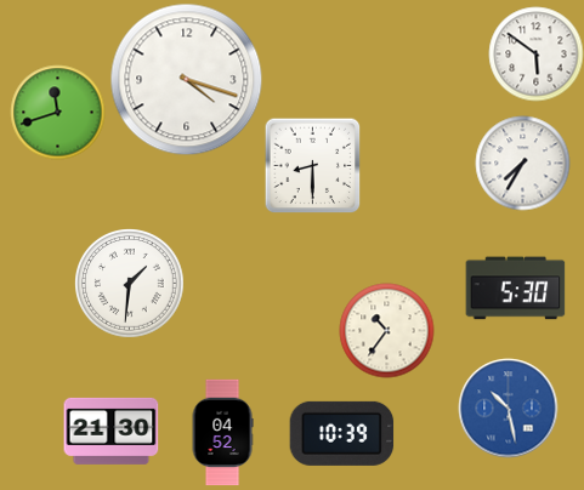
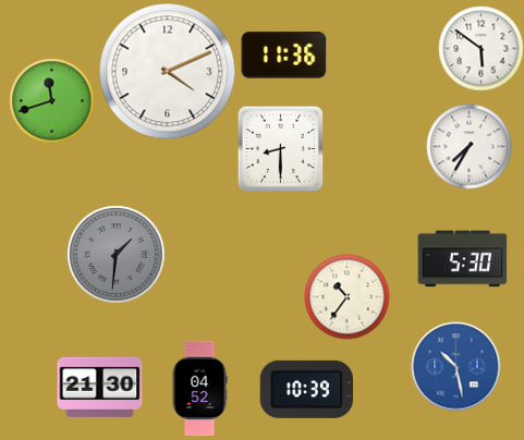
clock at (283, 56): none -> 11:36
clock at (186, 79): 4:18 -> 4:11
clock at (130, 284) dial: white -> grey
